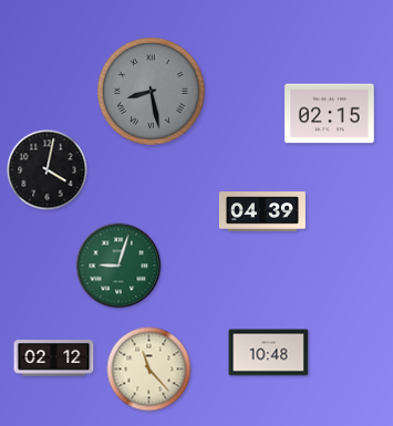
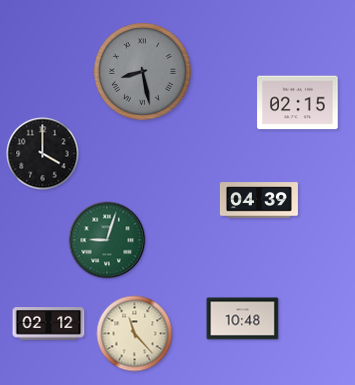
clock at (152, 92) position: (152, 92) -> (143, 72)
clock at (48, 170): 4:02 -> 4:00
clock at (262, 211) position: (262, 211) -> (259, 200)
